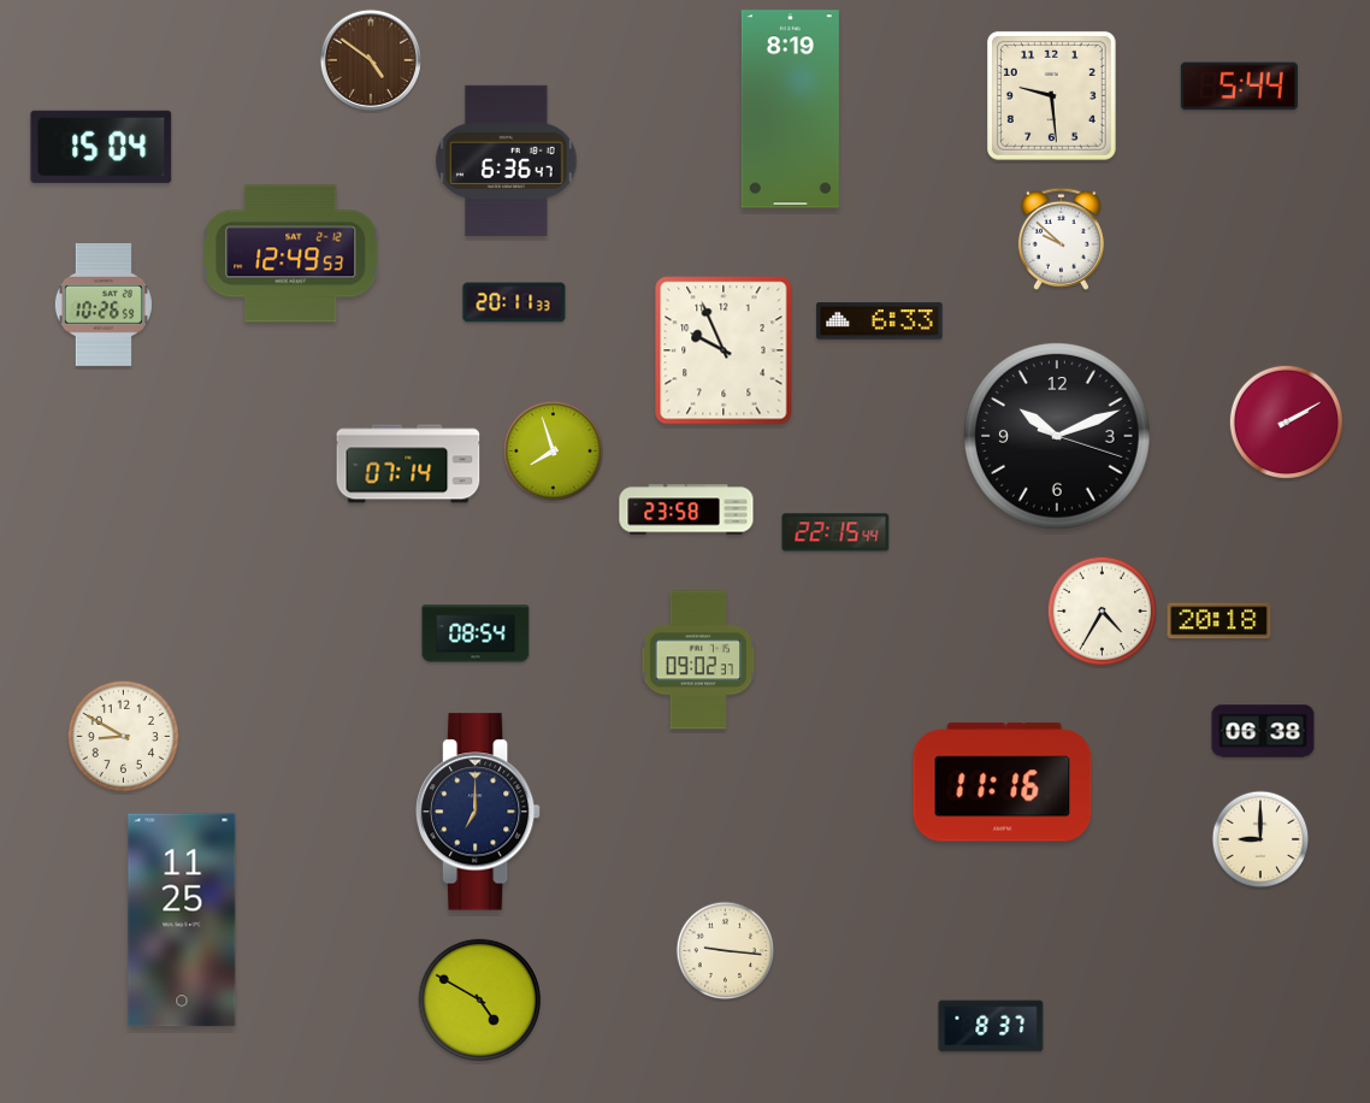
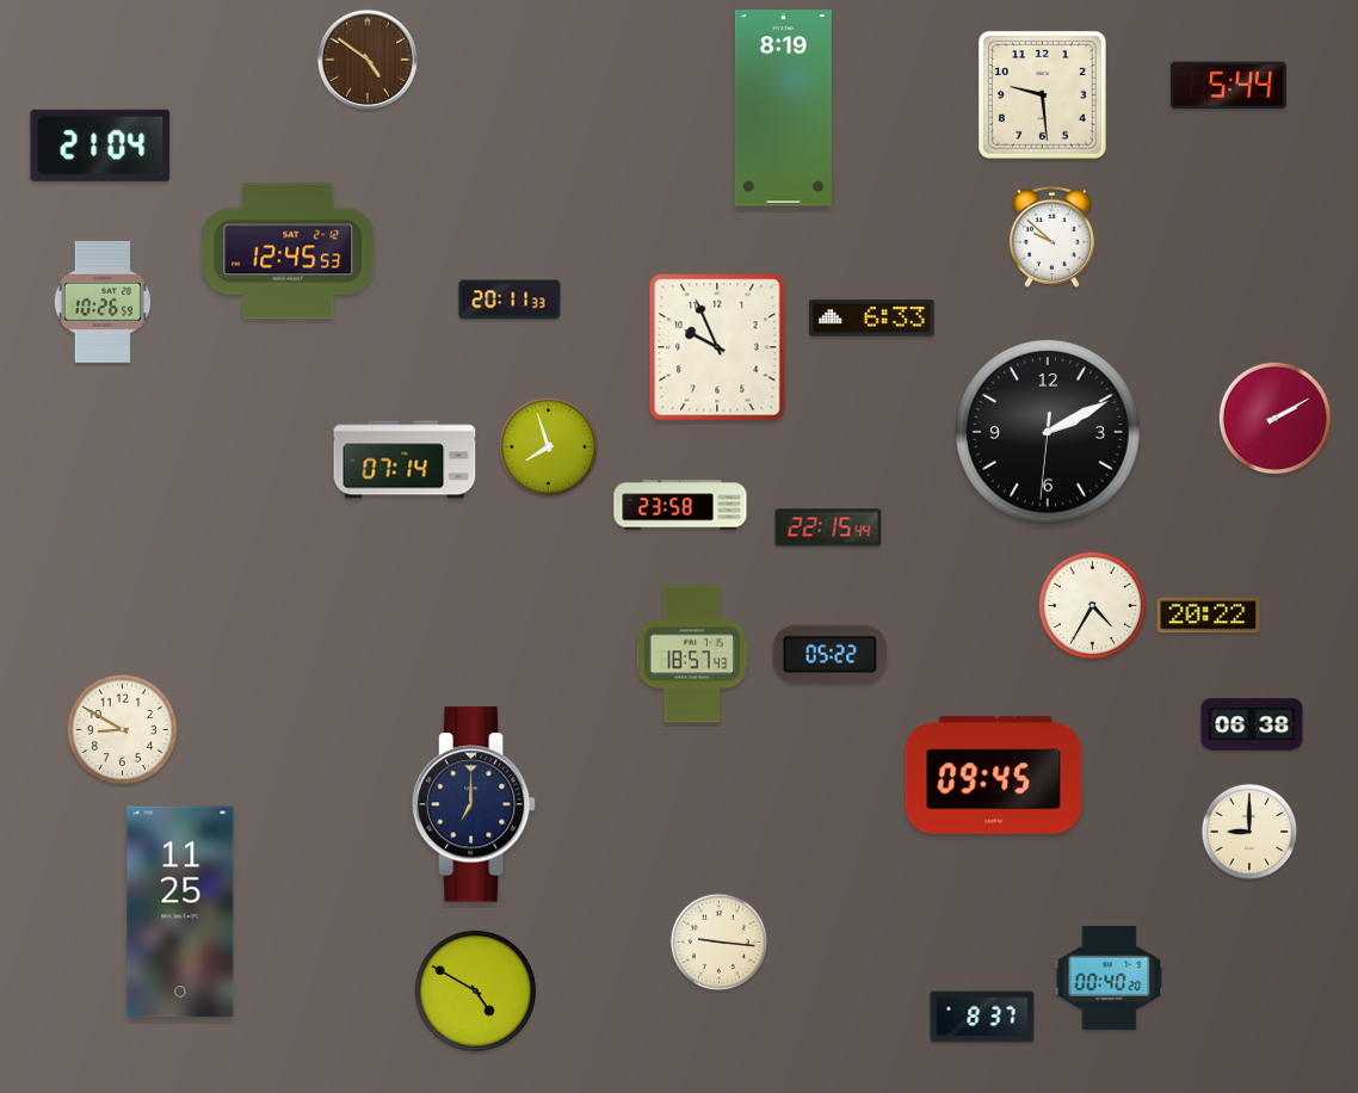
clock at (101, 147): 15:04 -> 21:04
clock at (507, 160): 6:36 -> none
clock at (291, 254): 12:49 -> 12:45
clock at (1057, 436): 10:11 -> 2:10
clock at (1220, 621): 20:18 -> 20:22
clock at (476, 633): 08:54 -> none
clock at (698, 660): 09:02 -> 18:57
clock at (829, 654): none -> 05:22
clock at (1003, 783): 11:16 -> 09:45
clock at (1110, 977): none -> 00:40
